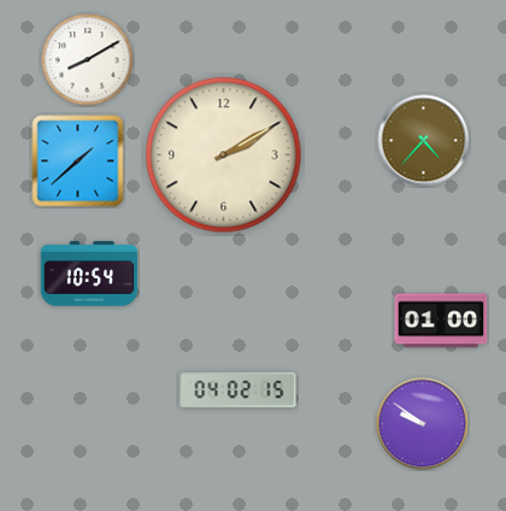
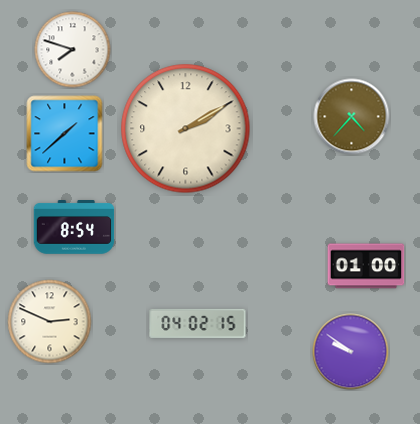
clock at (88, 60): 8:10 -> 7:48
clock at (89, 275): 10:54 -> 8:54
clock at (50, 322): none -> 2:49
